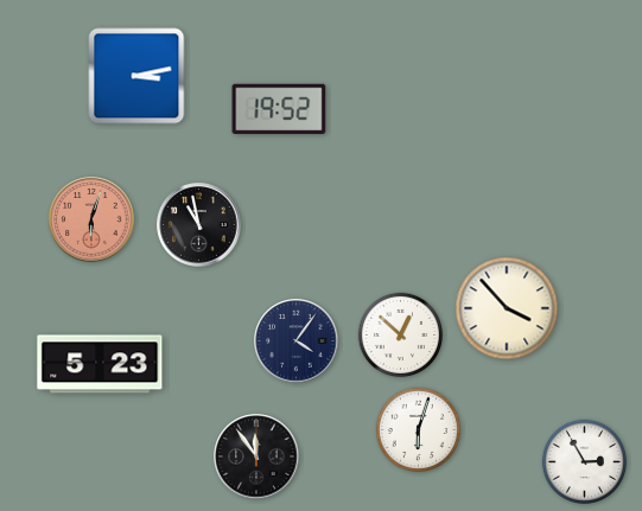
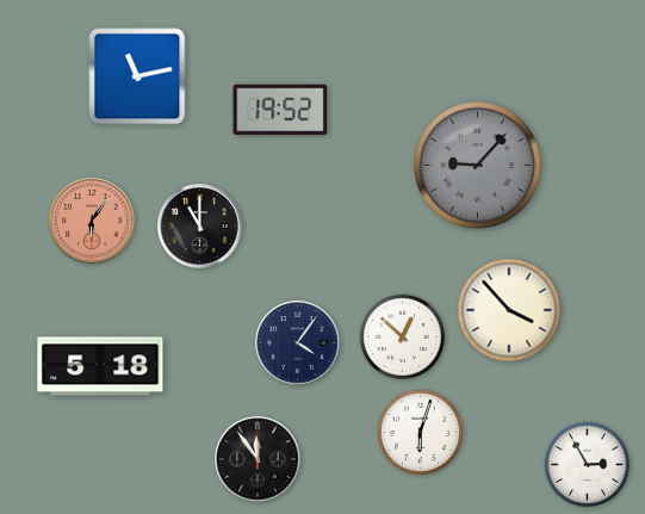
clock at (136, 76): 3:13 -> 11:13
clock at (478, 166): none -> 9:07
clock at (91, 219): 6:03 -> 6:06
clock at (199, 225): 10:58 -> 11:00
clock at (100, 364): 5:23 -> 5:18
